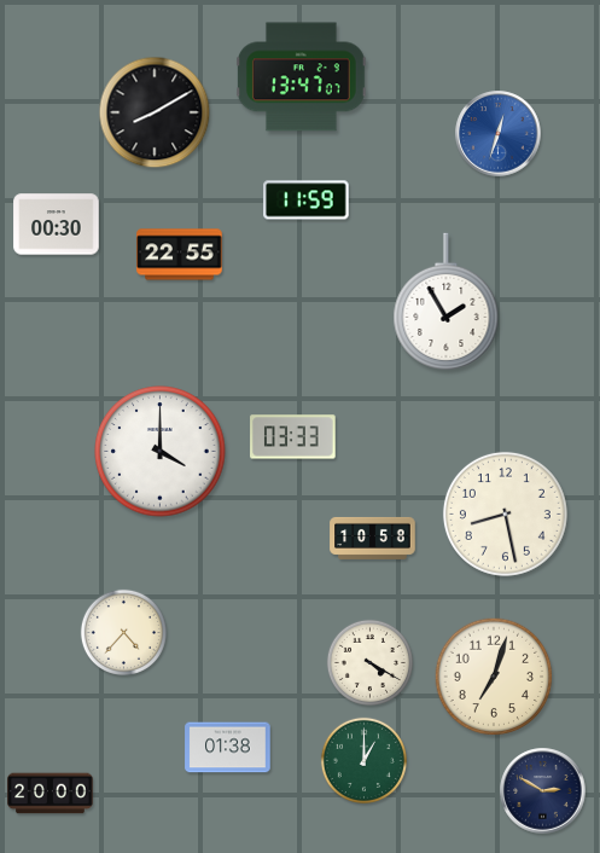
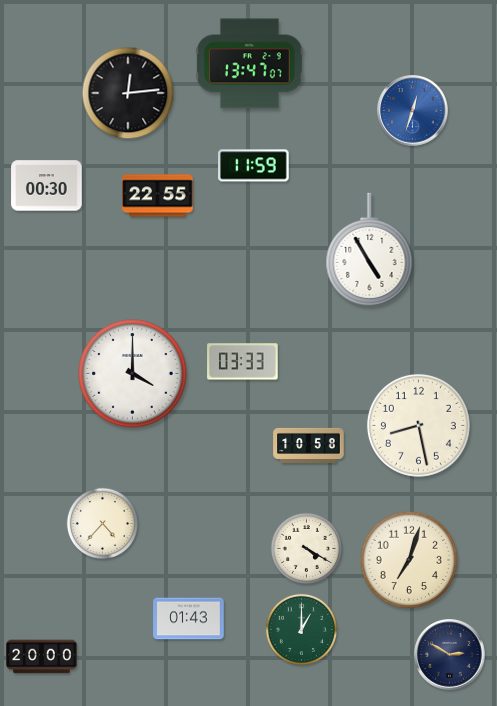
clock at (155, 112): 8:10 -> 12:14
clock at (180, 255) position: (180, 255) -> (158, 196)
clock at (447, 301): 1:55 -> 4:55
clock at (228, 748): 01:38 -> 01:43
